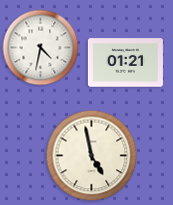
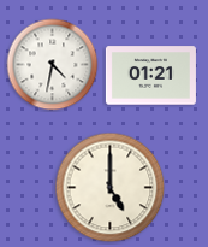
clock at (41, 48) position: (41, 48) -> (53, 65)
clock at (92, 156): 4:58 -> 5:00
